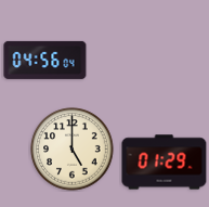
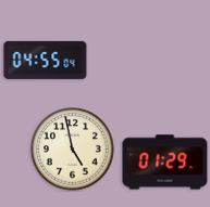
clock at (45, 60): 04:56 -> 04:55
clock at (73, 150): 5:00 -> 4:58
